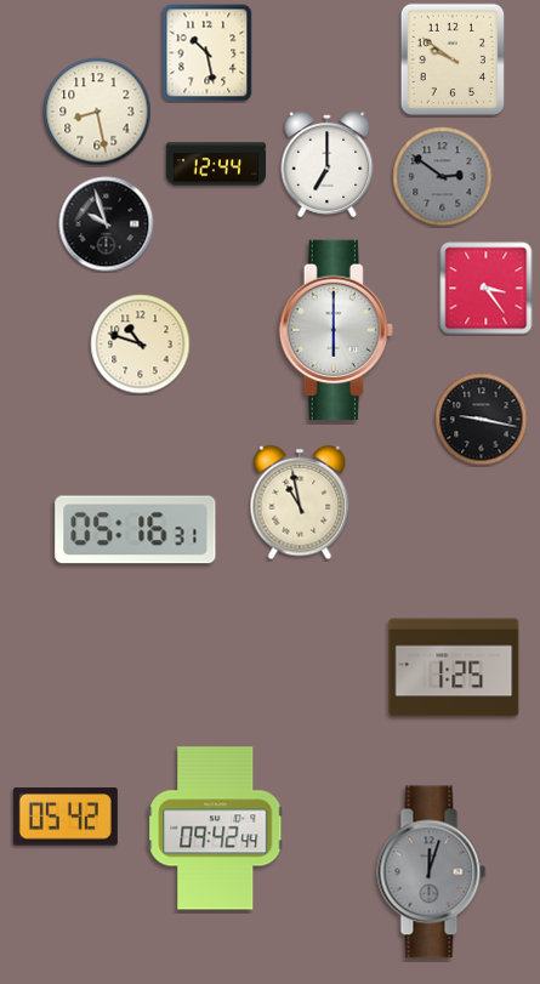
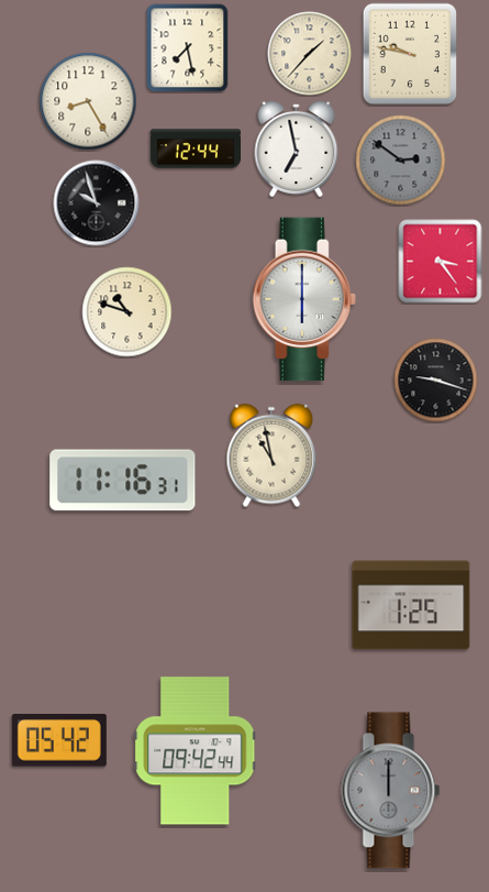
clock at (208, 53): 10:28 -> 7:28
clock at (451, 58): 9:51 -> 9:47
clock at (310, 54): none -> 1:37
clock at (97, 112): 8:28 -> 8:25
clock at (328, 165): 7:00 -> 6:58
clock at (482, 420): 9:17 -> 9:18
clock at (136, 530): 05:16 -> 11:16
clock at (432, 872): 12:03 -> 12:00
